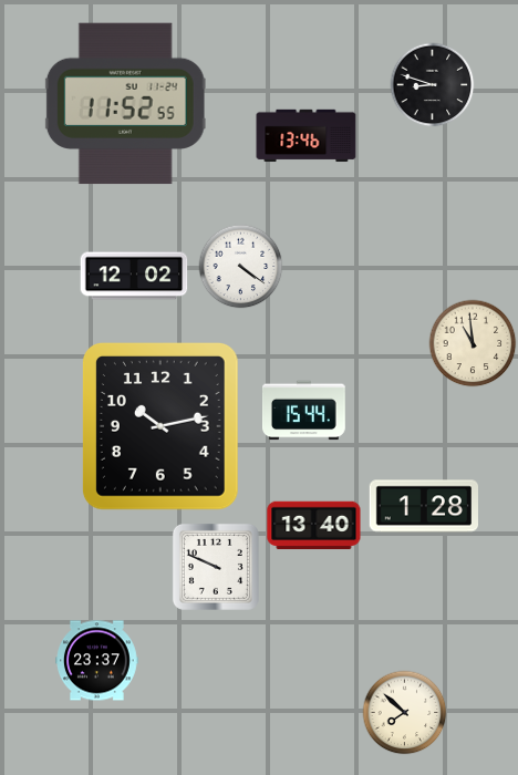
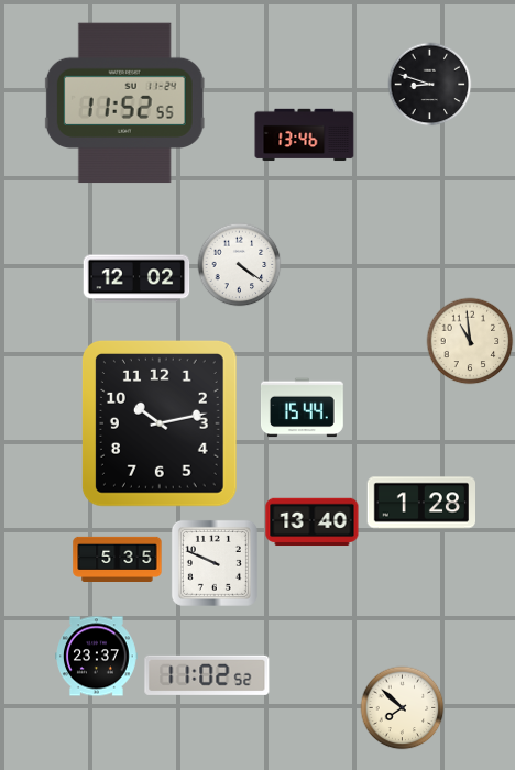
clock at (134, 276) position: (134, 276) -> (136, 278)
clock at (118, 559): none -> 5:35
clock at (207, 675): none -> 11:02
